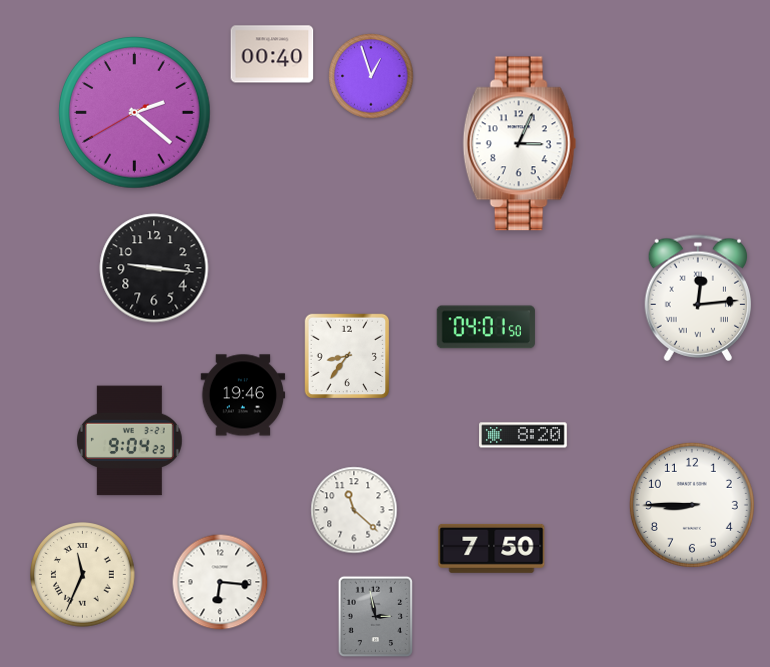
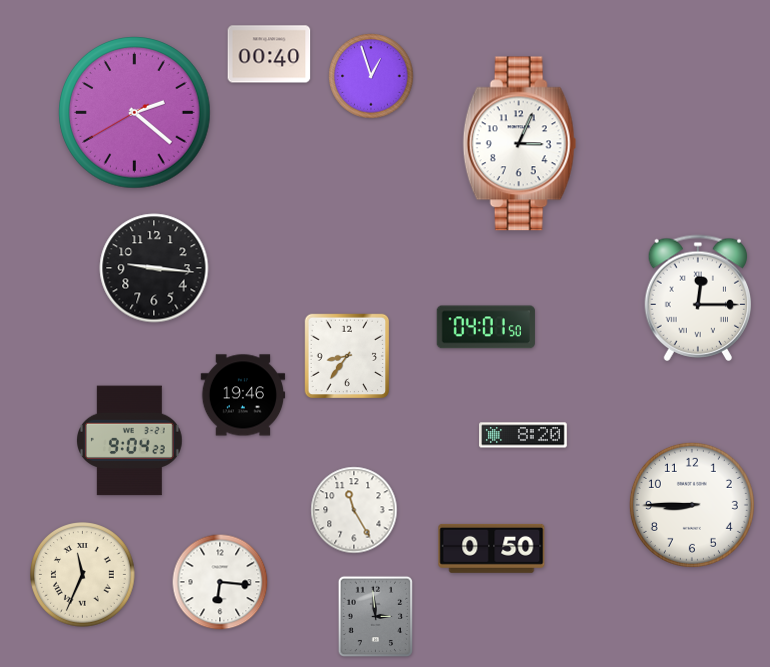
clock at (272, 54) position: (272, 54) -> (269, 54)
clock at (697, 298): 12:14 -> 12:15
clock at (354, 510): 11:22 -> 11:25
clock at (492, 548): 7:50 -> 0:50
clock at (376, 617): 2:58 -> 2:59
